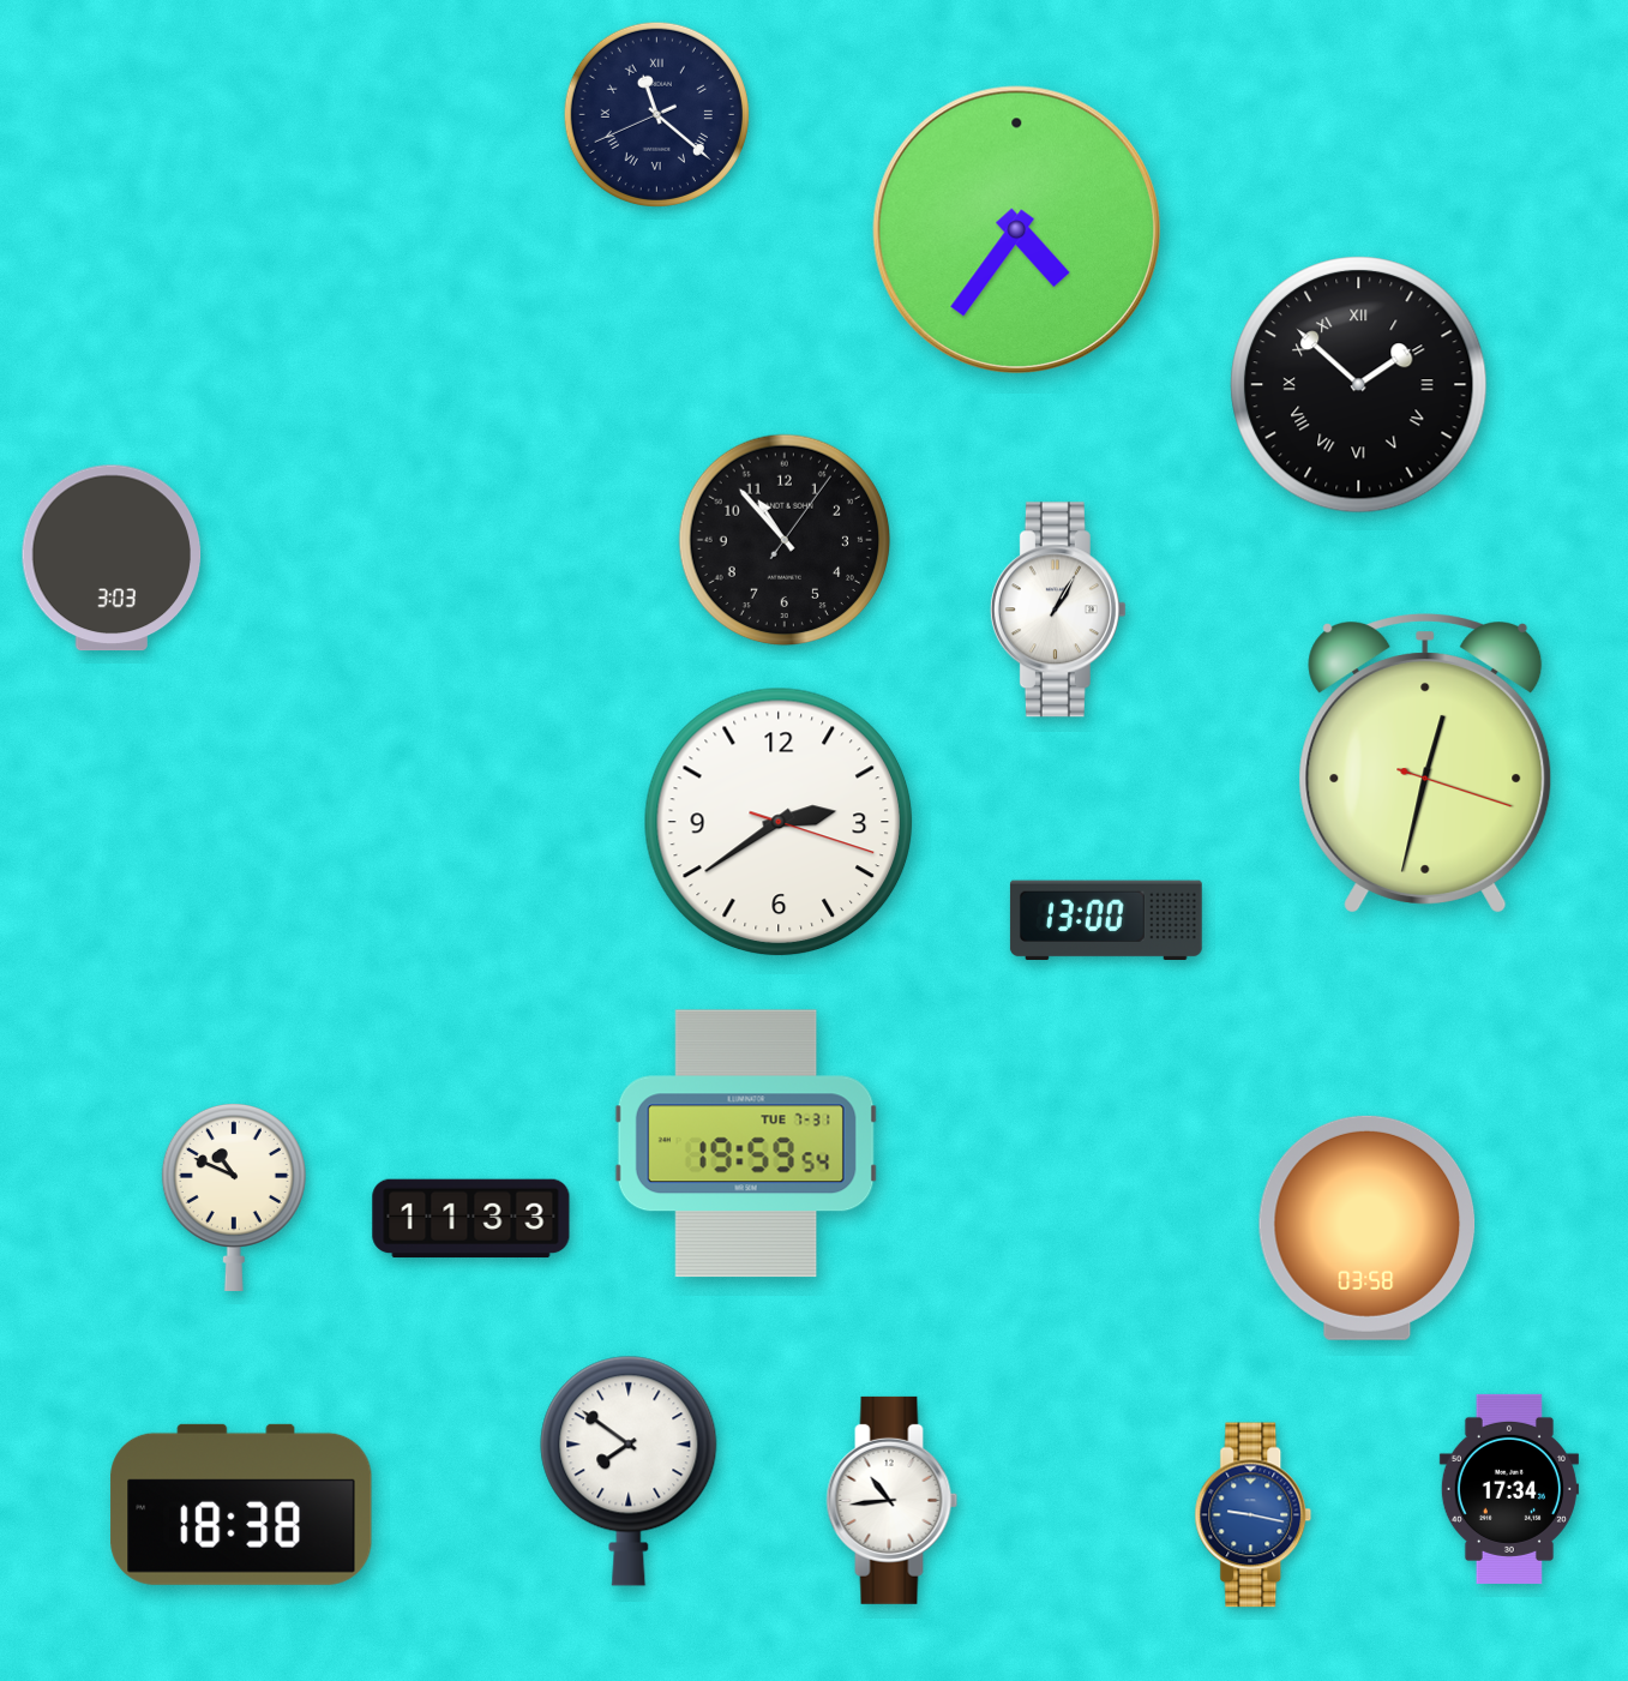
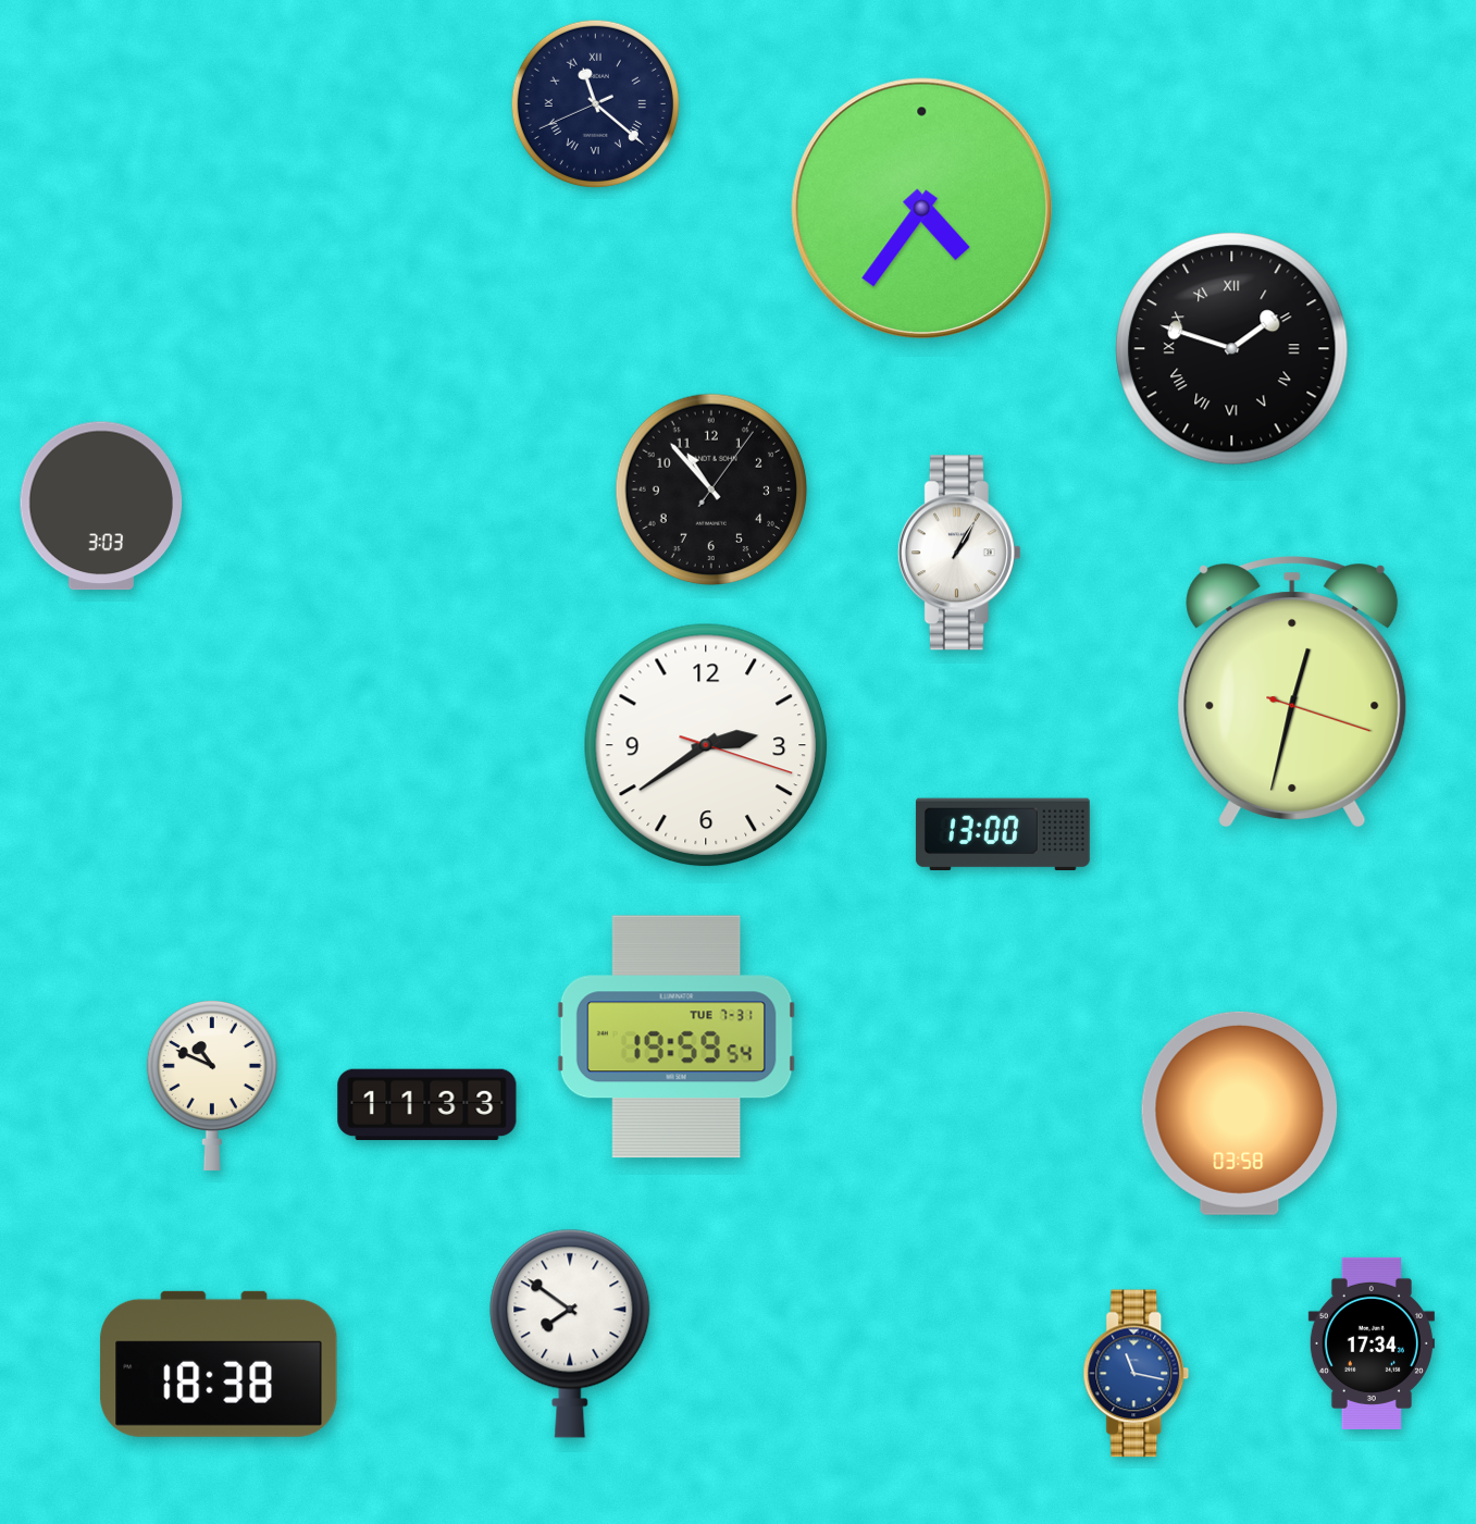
clock at (1359, 385): 1:52 -> 1:48
clock at (1509, 1489) position: (1509, 1489) -> (1372, 1343)
clock at (893, 1500): 10:44 -> none
clock at (1254, 1515): 9:17 -> 11:17
